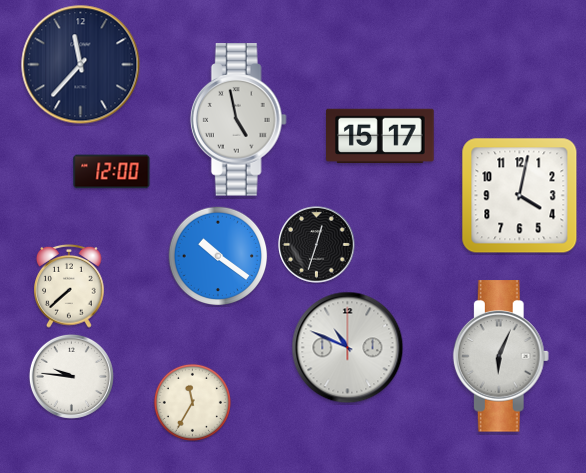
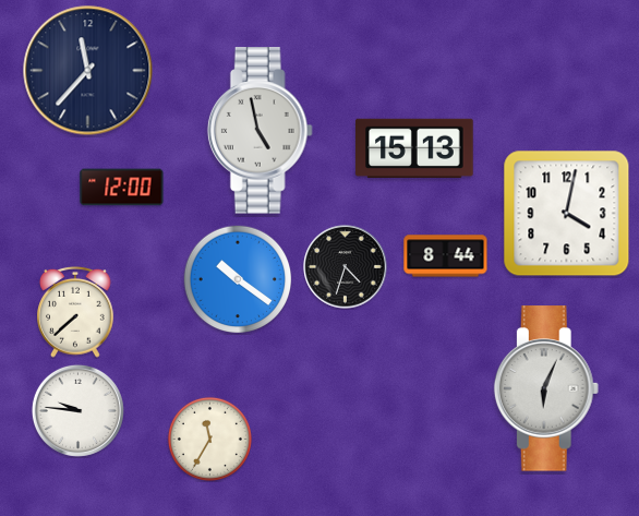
clock at (380, 135): 15:17 -> 15:13
clock at (446, 256): none -> 8:44
clock at (317, 245): 12:33 -> 4:33
clock at (348, 348): 10:49 -> none
